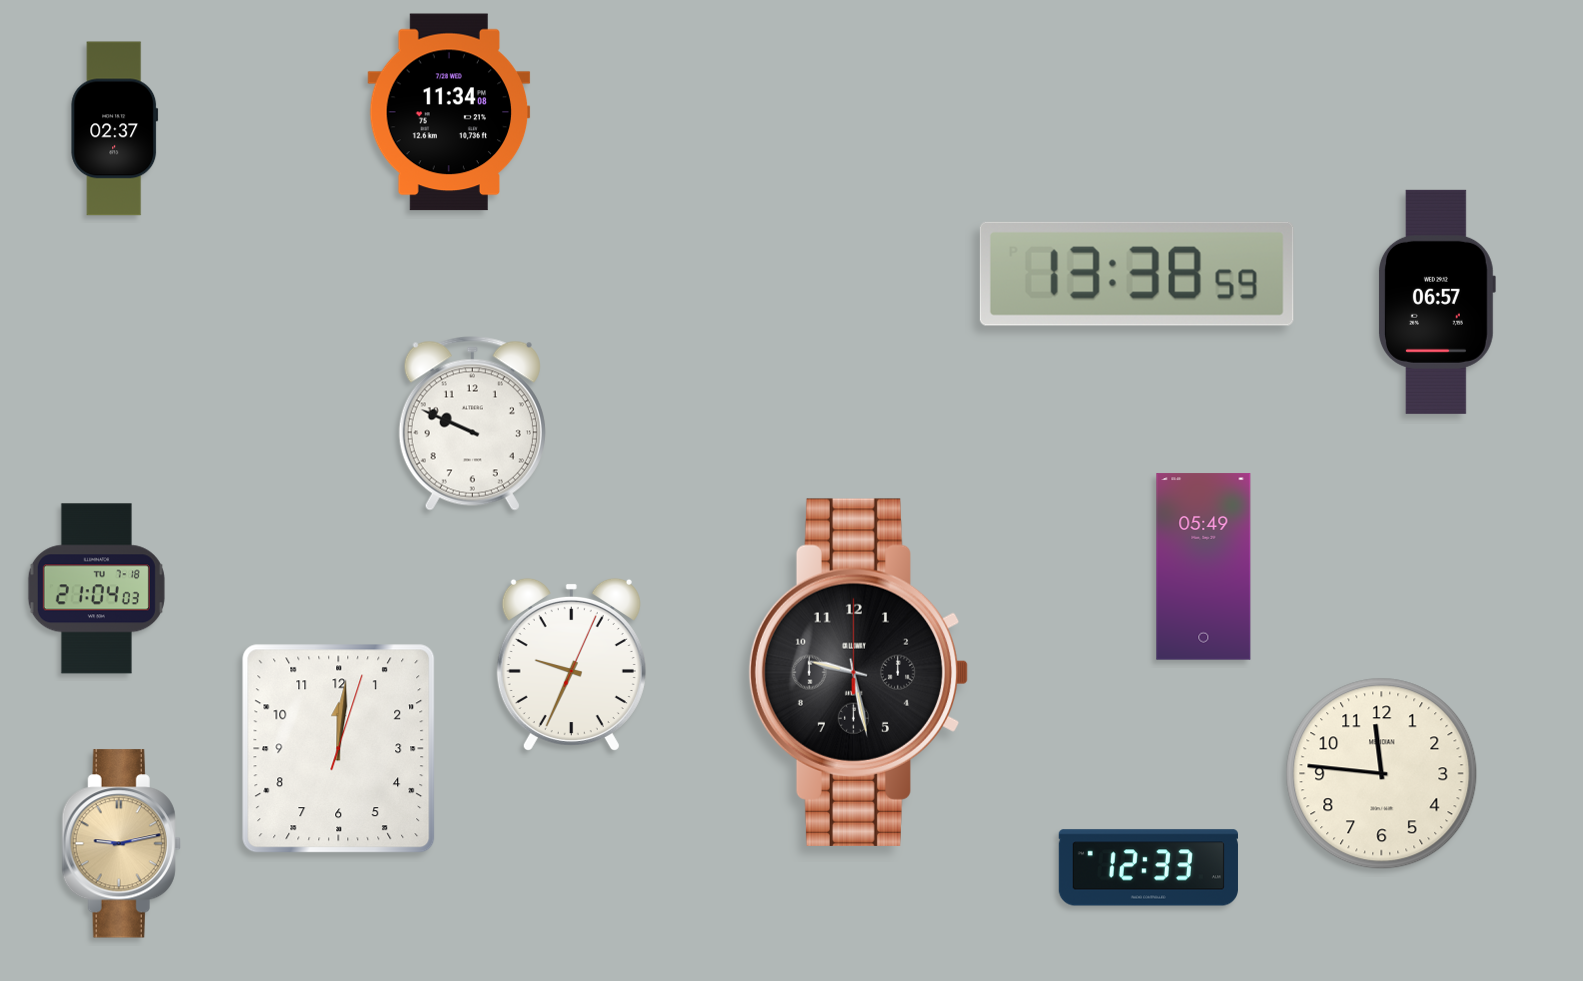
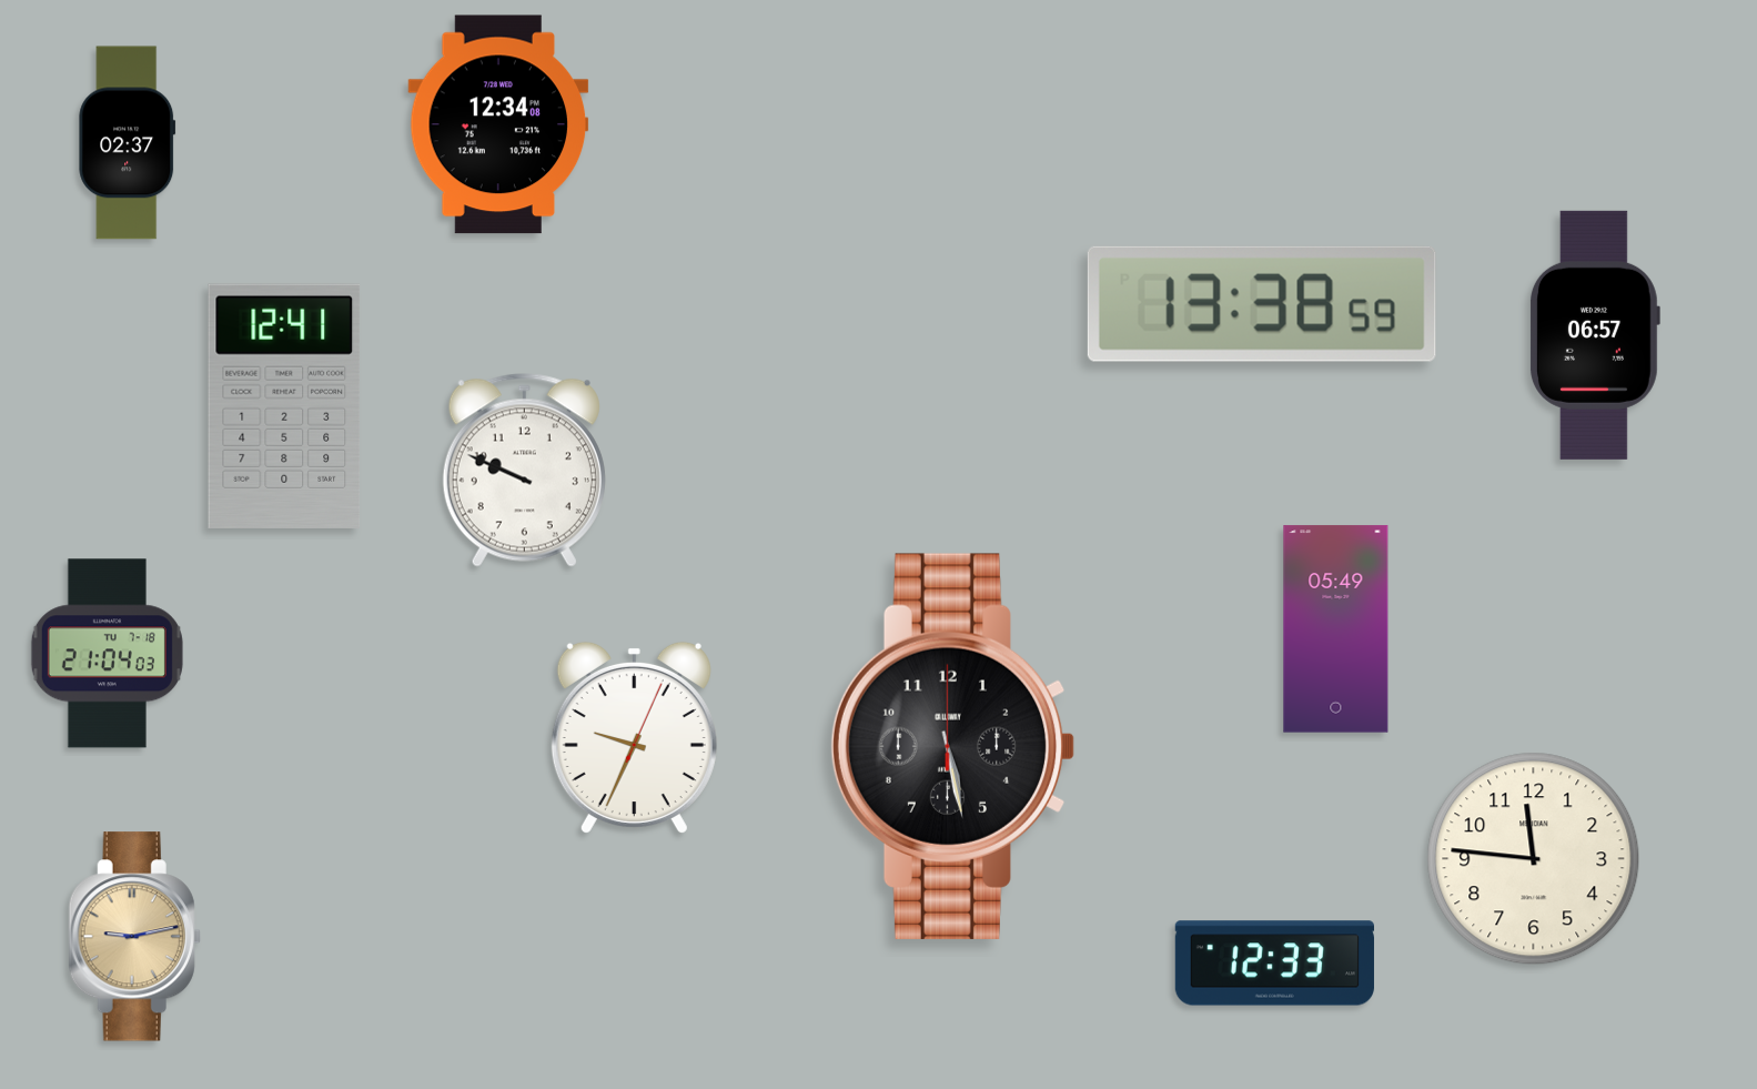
clock at (449, 112): 11:34 -> 12:34
clock at (284, 406): none -> 12:41
clock at (859, 672): 9:28 -> 5:28
clock at (339, 749): 12:01 -> none
